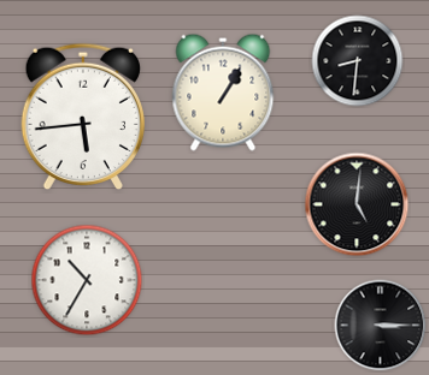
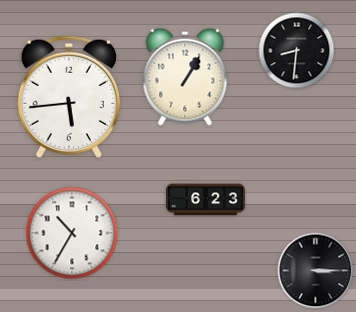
clock at (357, 204): 5:01 -> none
clock at (205, 200): none -> 6:23
